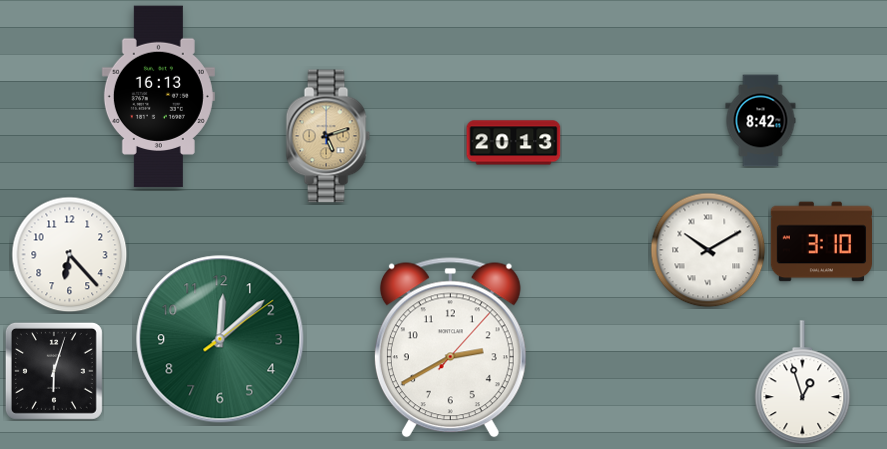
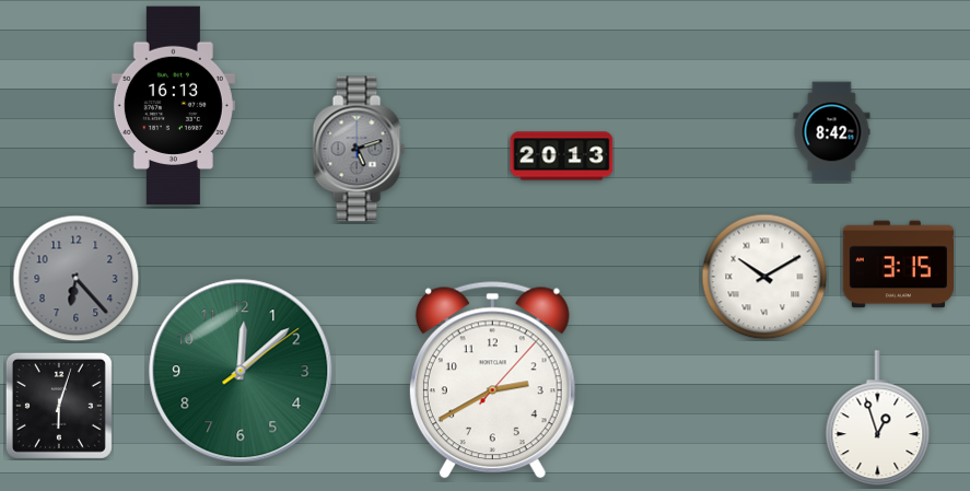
clock at (328, 136) dial: champagne -> grey
clock at (821, 242): 3:10 -> 3:15
clock at (708, 250) position: (708, 250) -> (764, 277)
clock at (70, 255) dial: white -> grey
